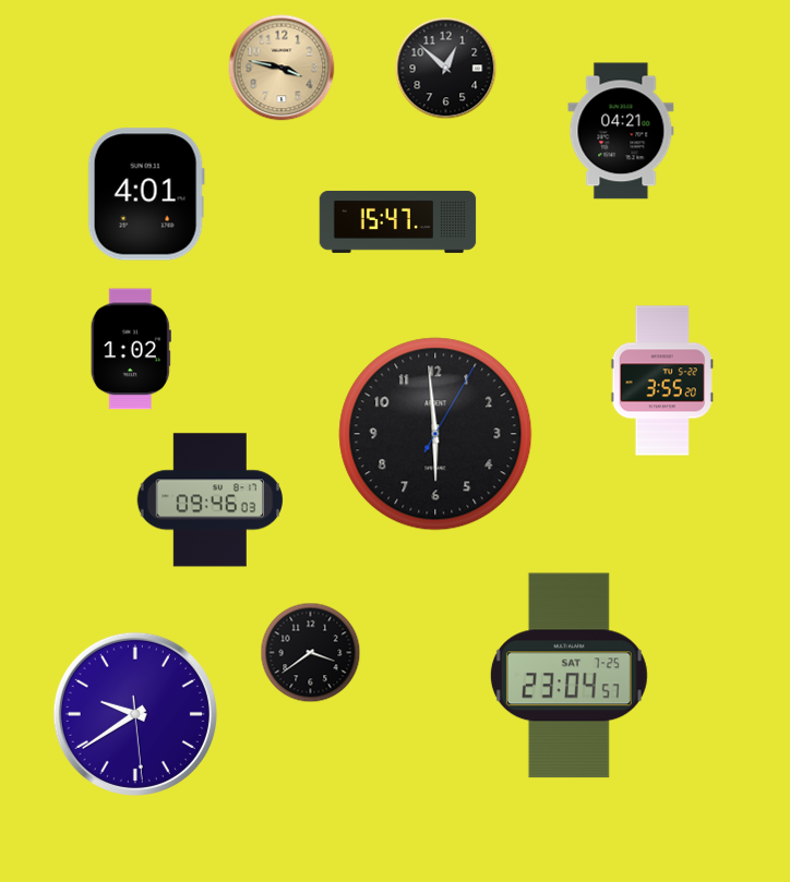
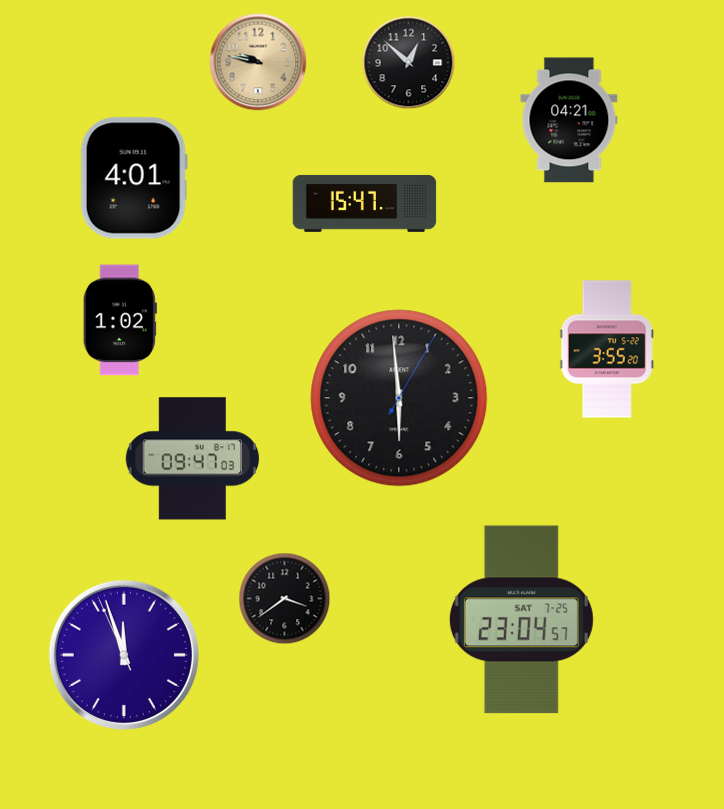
clock at (282, 68): 3:47 -> 9:47
clock at (210, 500): 09:46 -> 09:47
clock at (135, 714): 9:39 -> 11:56
